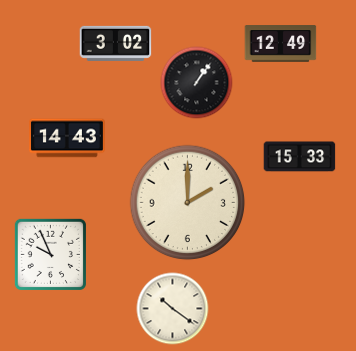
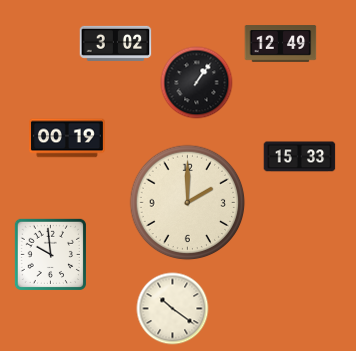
clock at (68, 138): 14:43 -> 00:19
clock at (50, 254): 9:56 -> 9:59
